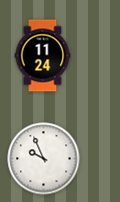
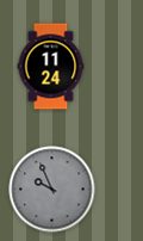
clock at (44, 159) dial: white -> grey
